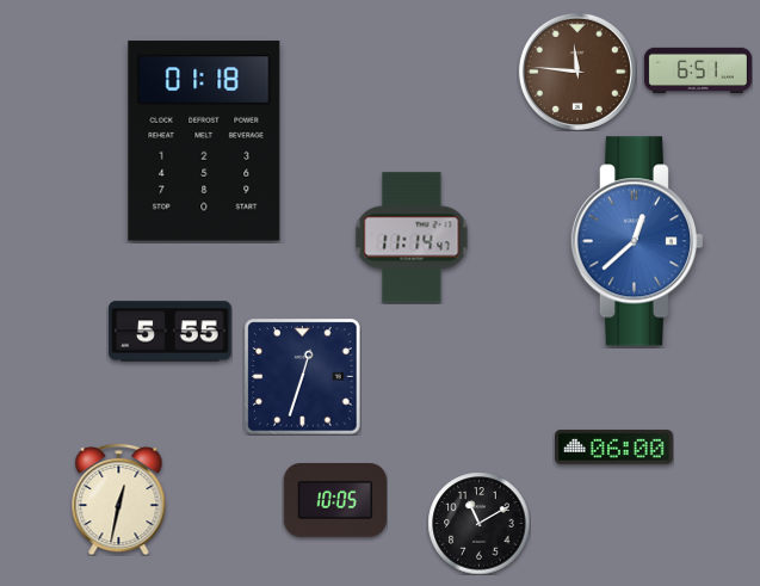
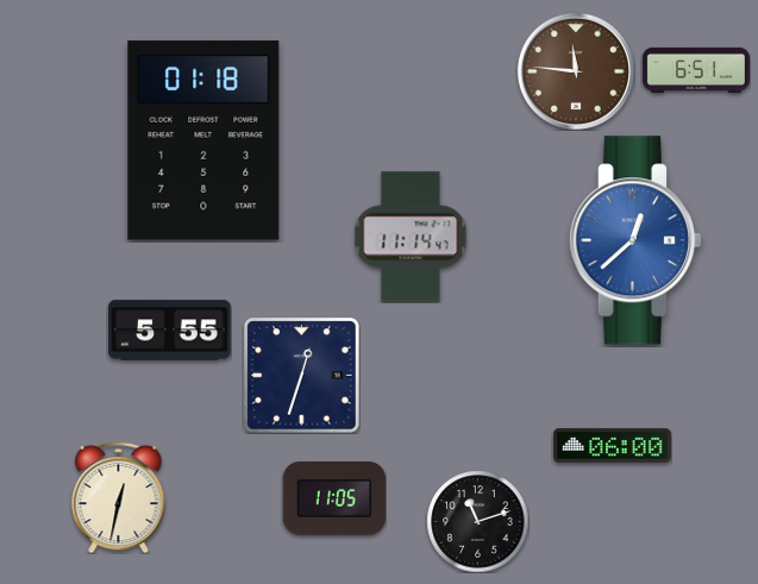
clock at (335, 501): 10:05 -> 11:05
clock at (478, 523): 11:10 -> 11:12
